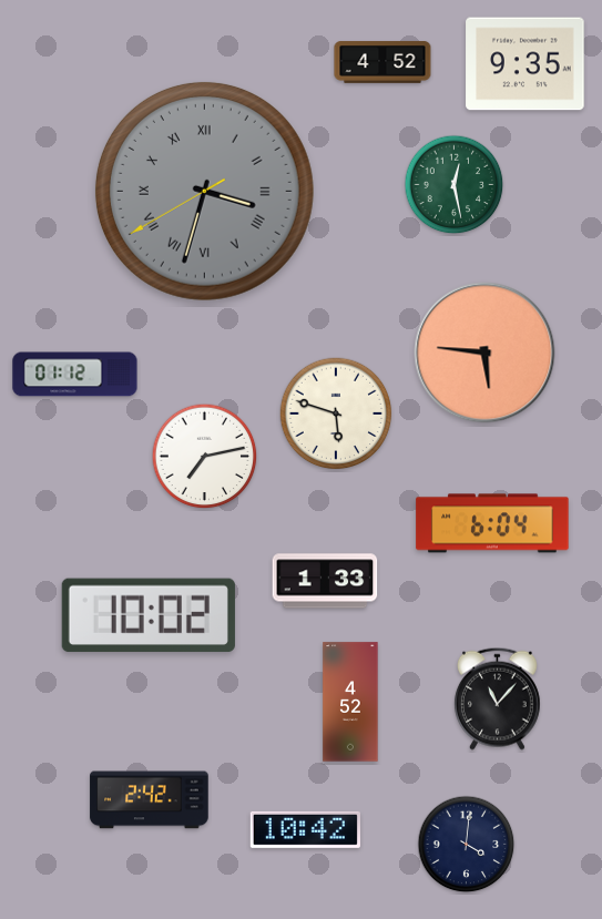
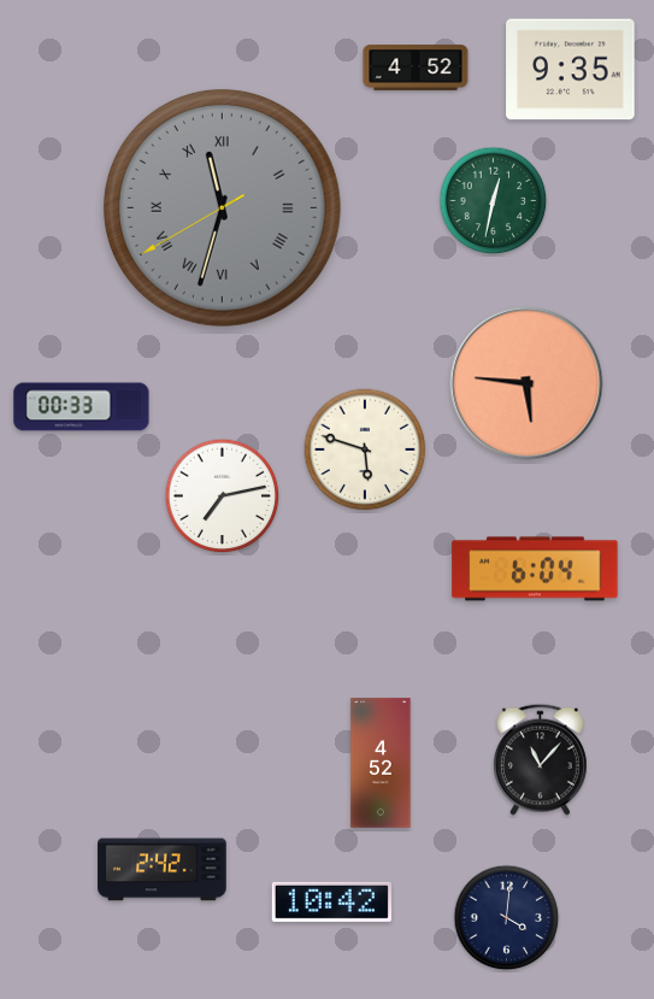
clock at (455, 185): 12:28 -> 12:32
clock at (204, 191): 3:32 -> 11:32
clock at (75, 375): 01:12 -> 00:33
clock at (325, 581): 1:33 -> none
clock at (149, 615): 10:02 -> none
